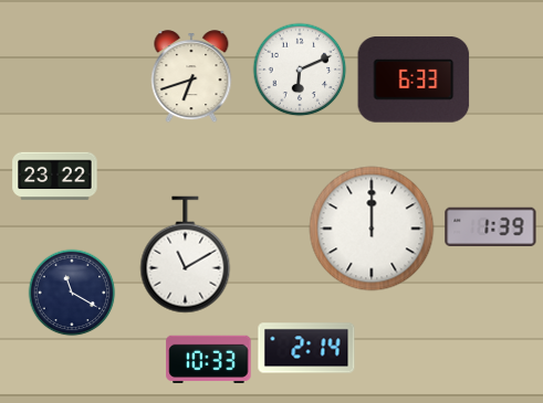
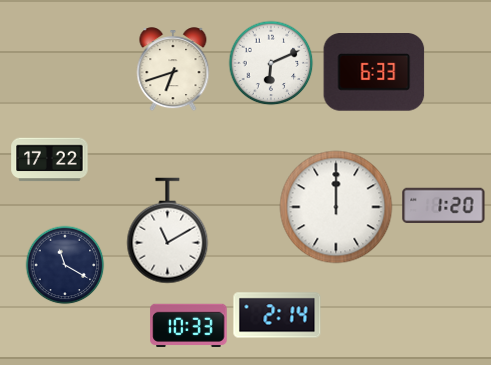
clock at (55, 177): 23:22 -> 17:22
clock at (491, 227): 1:39 -> 1:20
